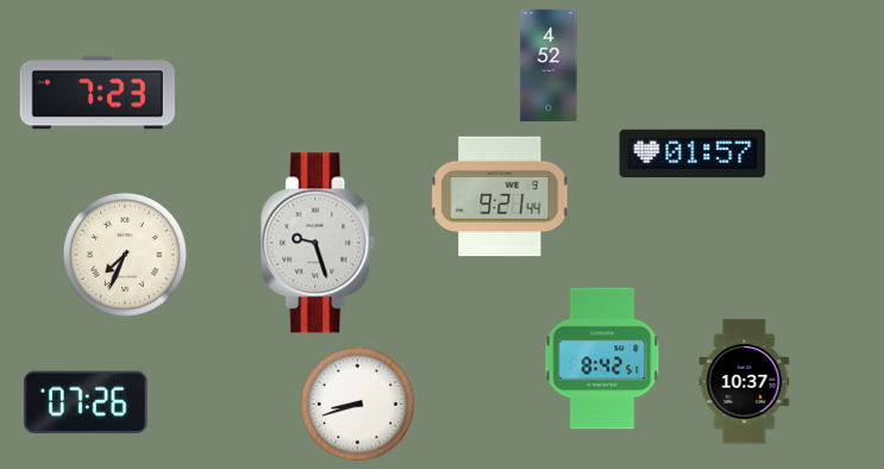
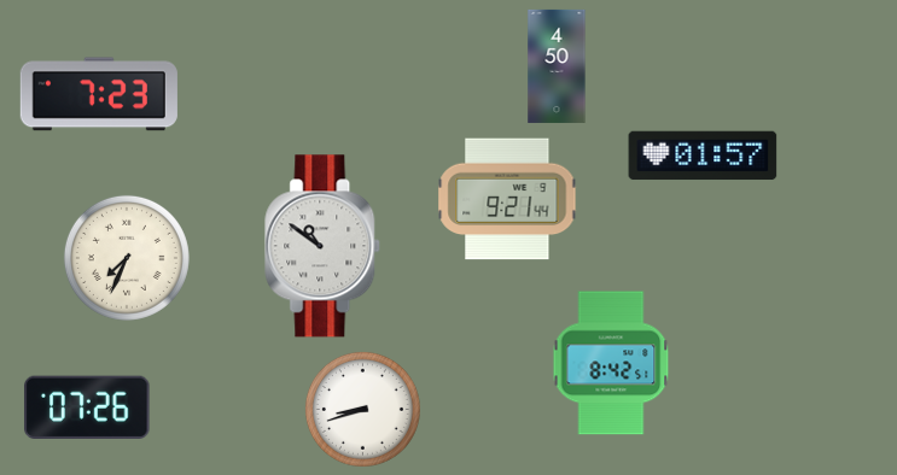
clock at (548, 65): 4:52 -> 4:50
clock at (319, 243): 9:27 -> 10:51
clock at (745, 382): 10:37 -> none
